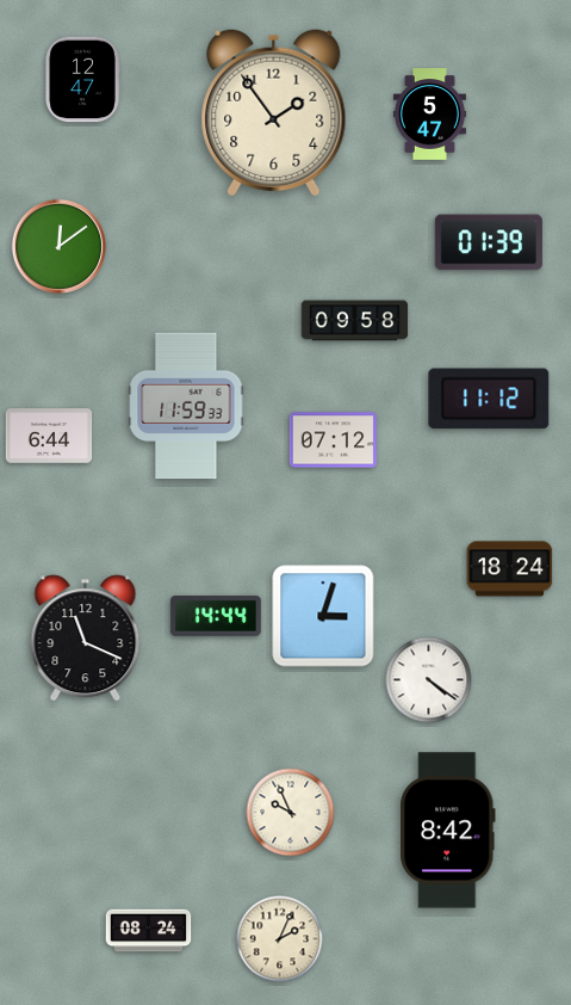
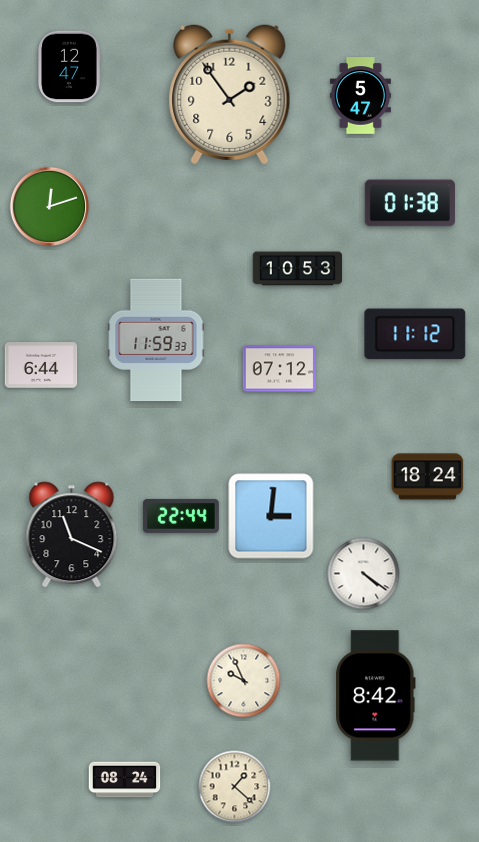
clock at (489, 242): 01:39 -> 01:38
clock at (58, 246): 12:09 -> 12:12
clock at (355, 321): 09:58 -> 10:53
clock at (489, 399) position: (489, 399) -> (415, 334)
clock at (216, 616): 14:44 -> 22:44
clock at (323, 616): 3:03 -> 3:01
clock at (429, 680) position: (429, 680) -> (364, 574)
clock at (280, 939): 2:04 -> 1:22
